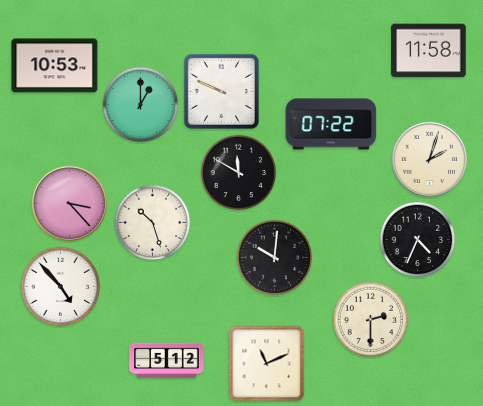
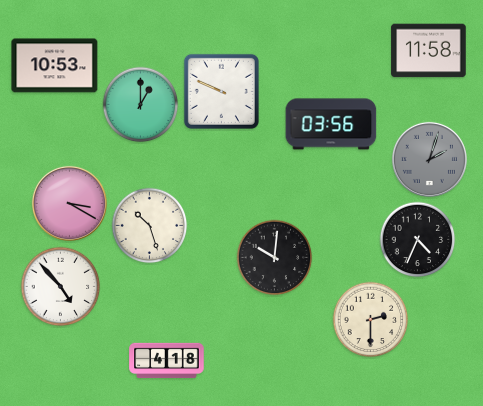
clock at (331, 124): 07:22 -> 03:56
clock at (429, 159) dial: cream -> grey
clock at (239, 173): 11:50 -> none
clock at (69, 203): 3:23 -> 3:20
clock at (153, 223) position: (153, 223) -> (150, 226)
clock at (167, 361): 5:12 -> 4:18
clock at (267, 364): 11:11 -> none
